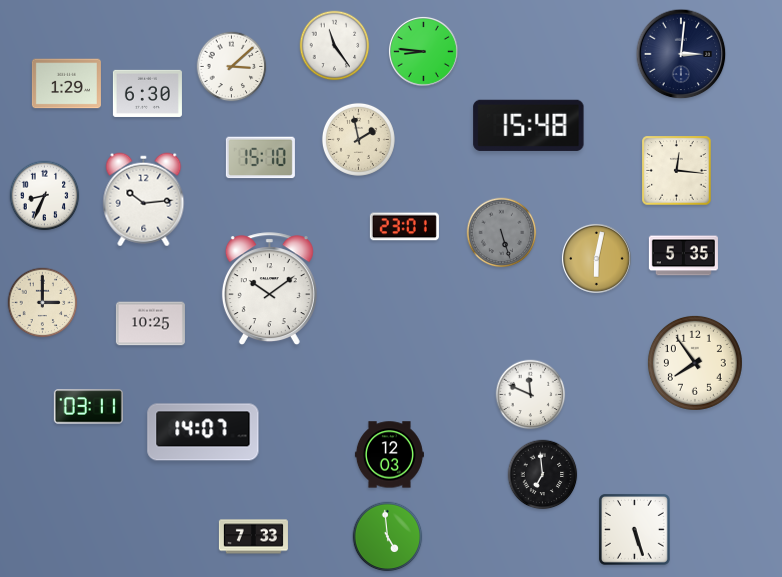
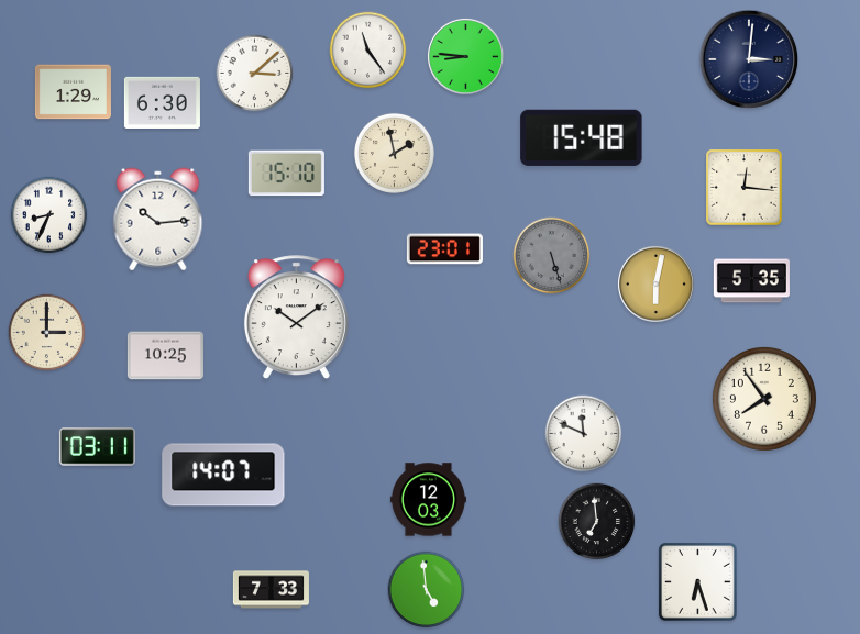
clock at (634, 529): 5:27 -> 6:27
clock at (253, 537) position: (253, 537) -> (271, 590)
